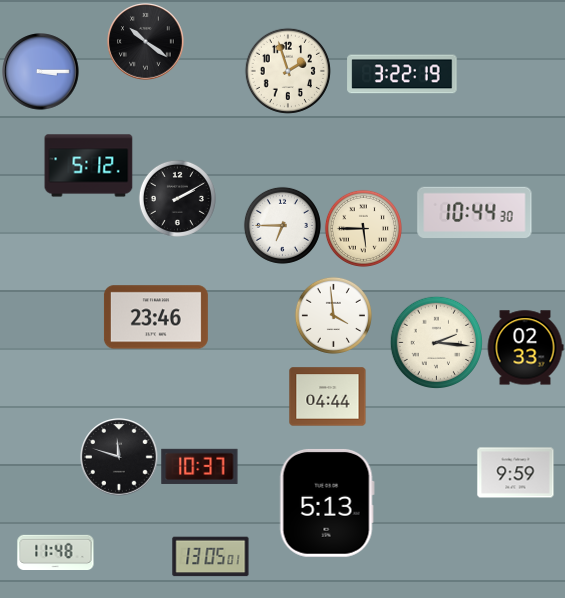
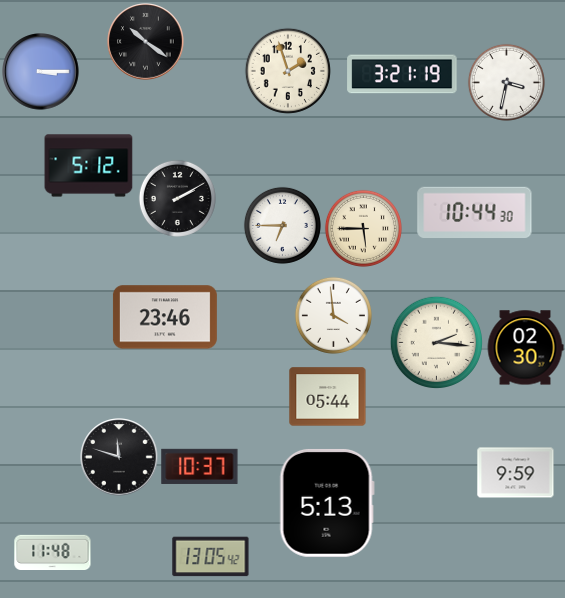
clock at (402, 74): 3:22 -> 3:21
clock at (506, 82): none -> 3:32
clock at (156, 317) position: (156, 317) -> (165, 317)
clock at (525, 348): 02:33 -> 02:30
clock at (328, 397): 04:44 -> 05:44
clock at (56, 553) position: (56, 553) -> (53, 553)
clock at (211, 557): 13:05:01 -> 13:05:42
